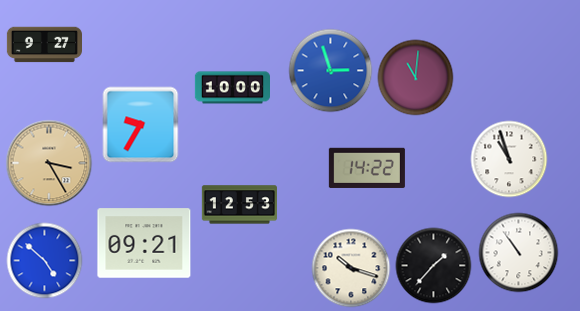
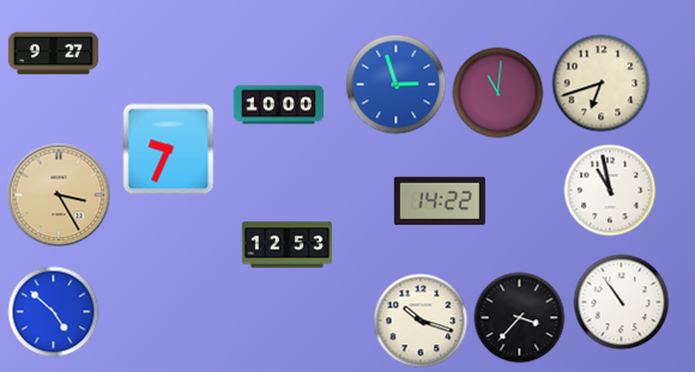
clock at (602, 84): none -> 6:42
clock at (141, 125): 9:35 -> 9:34
clock at (509, 159): 10:57 -> 10:58
clock at (144, 243): 09:21 -> none
clock at (434, 266): 1:37 -> 3:37
